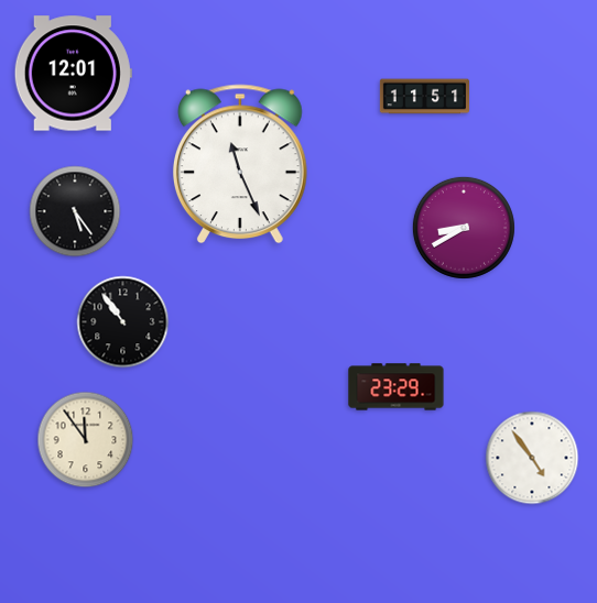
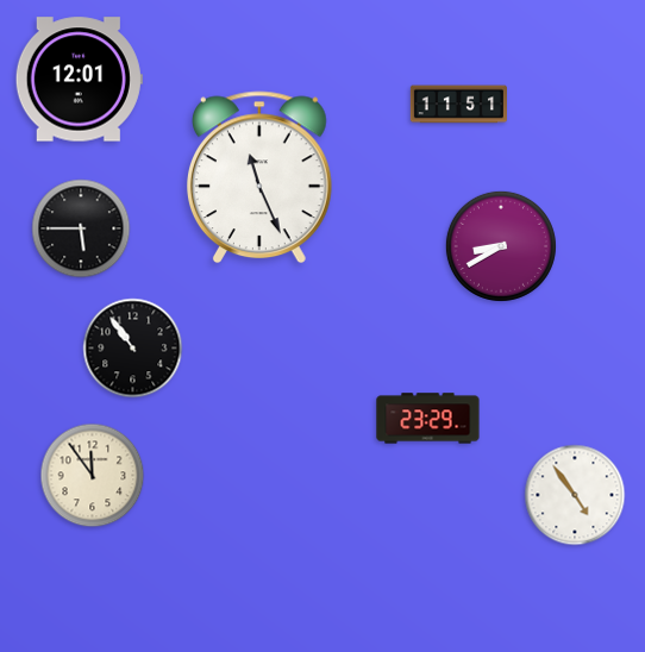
clock at (75, 211): 5:24 -> 5:45
